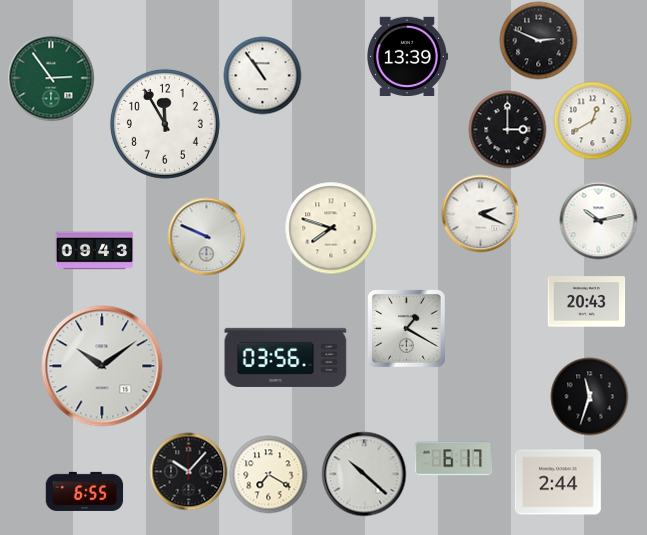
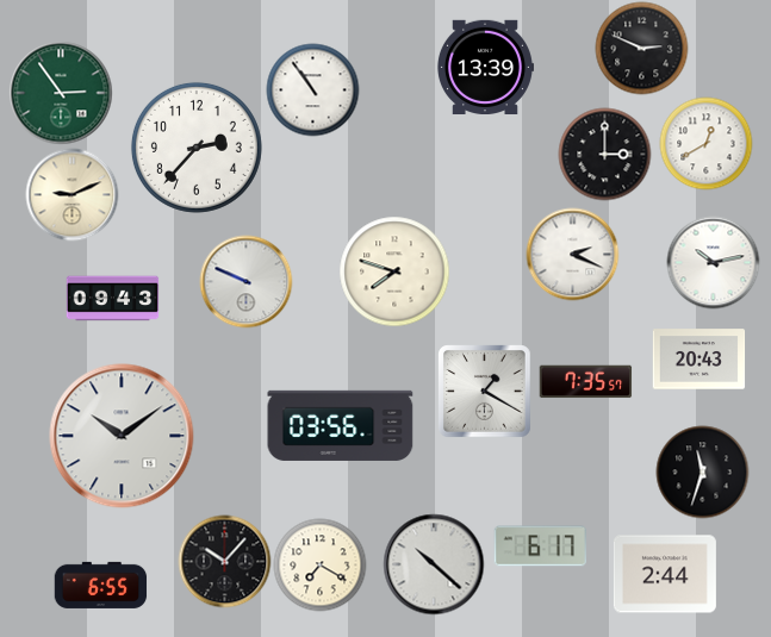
clock at (165, 124): 11:55 -> 2:37
clock at (71, 194): none -> 9:11
clock at (585, 382): none -> 7:35
